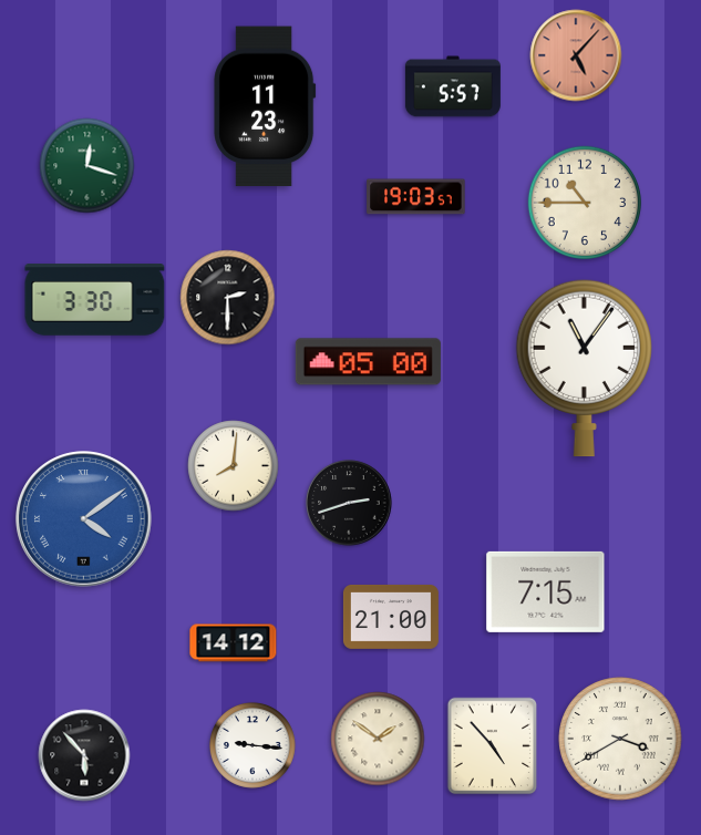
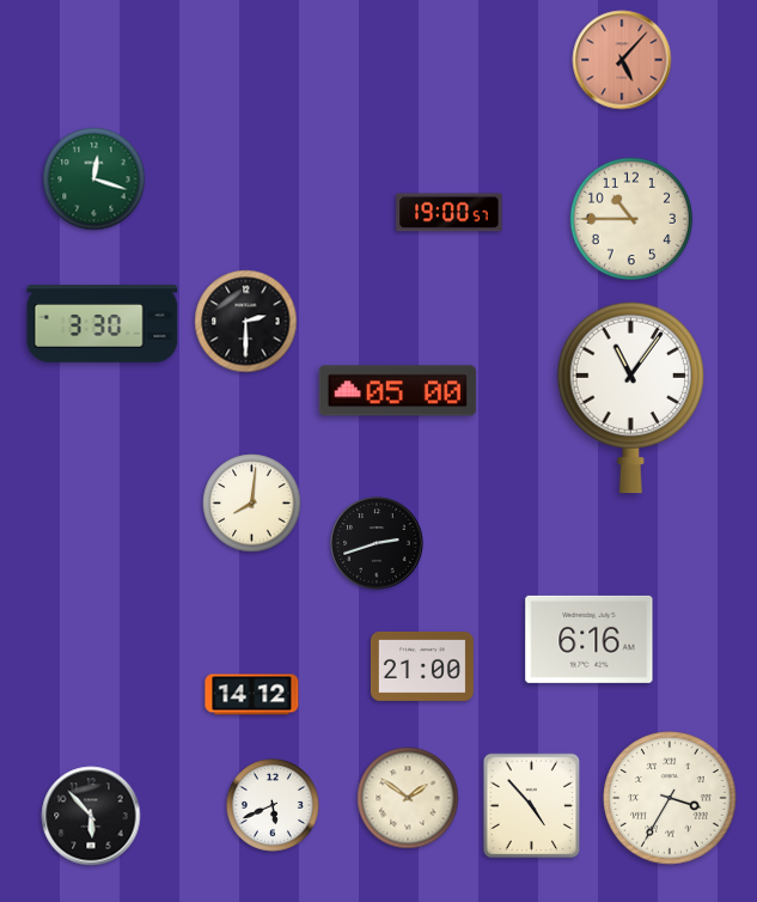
clock at (453, 86): 5:57 -> none
clock at (265, 106): 11:23 -> none
clock at (416, 197): 19:03 -> 19:00
clock at (84, 519): 4:09 -> none
clock at (546, 591): 7:15 -> 6:16
clock at (620, 739): 3:40 -> 3:35
clock at (252, 745): 9:16 -> 5:41
